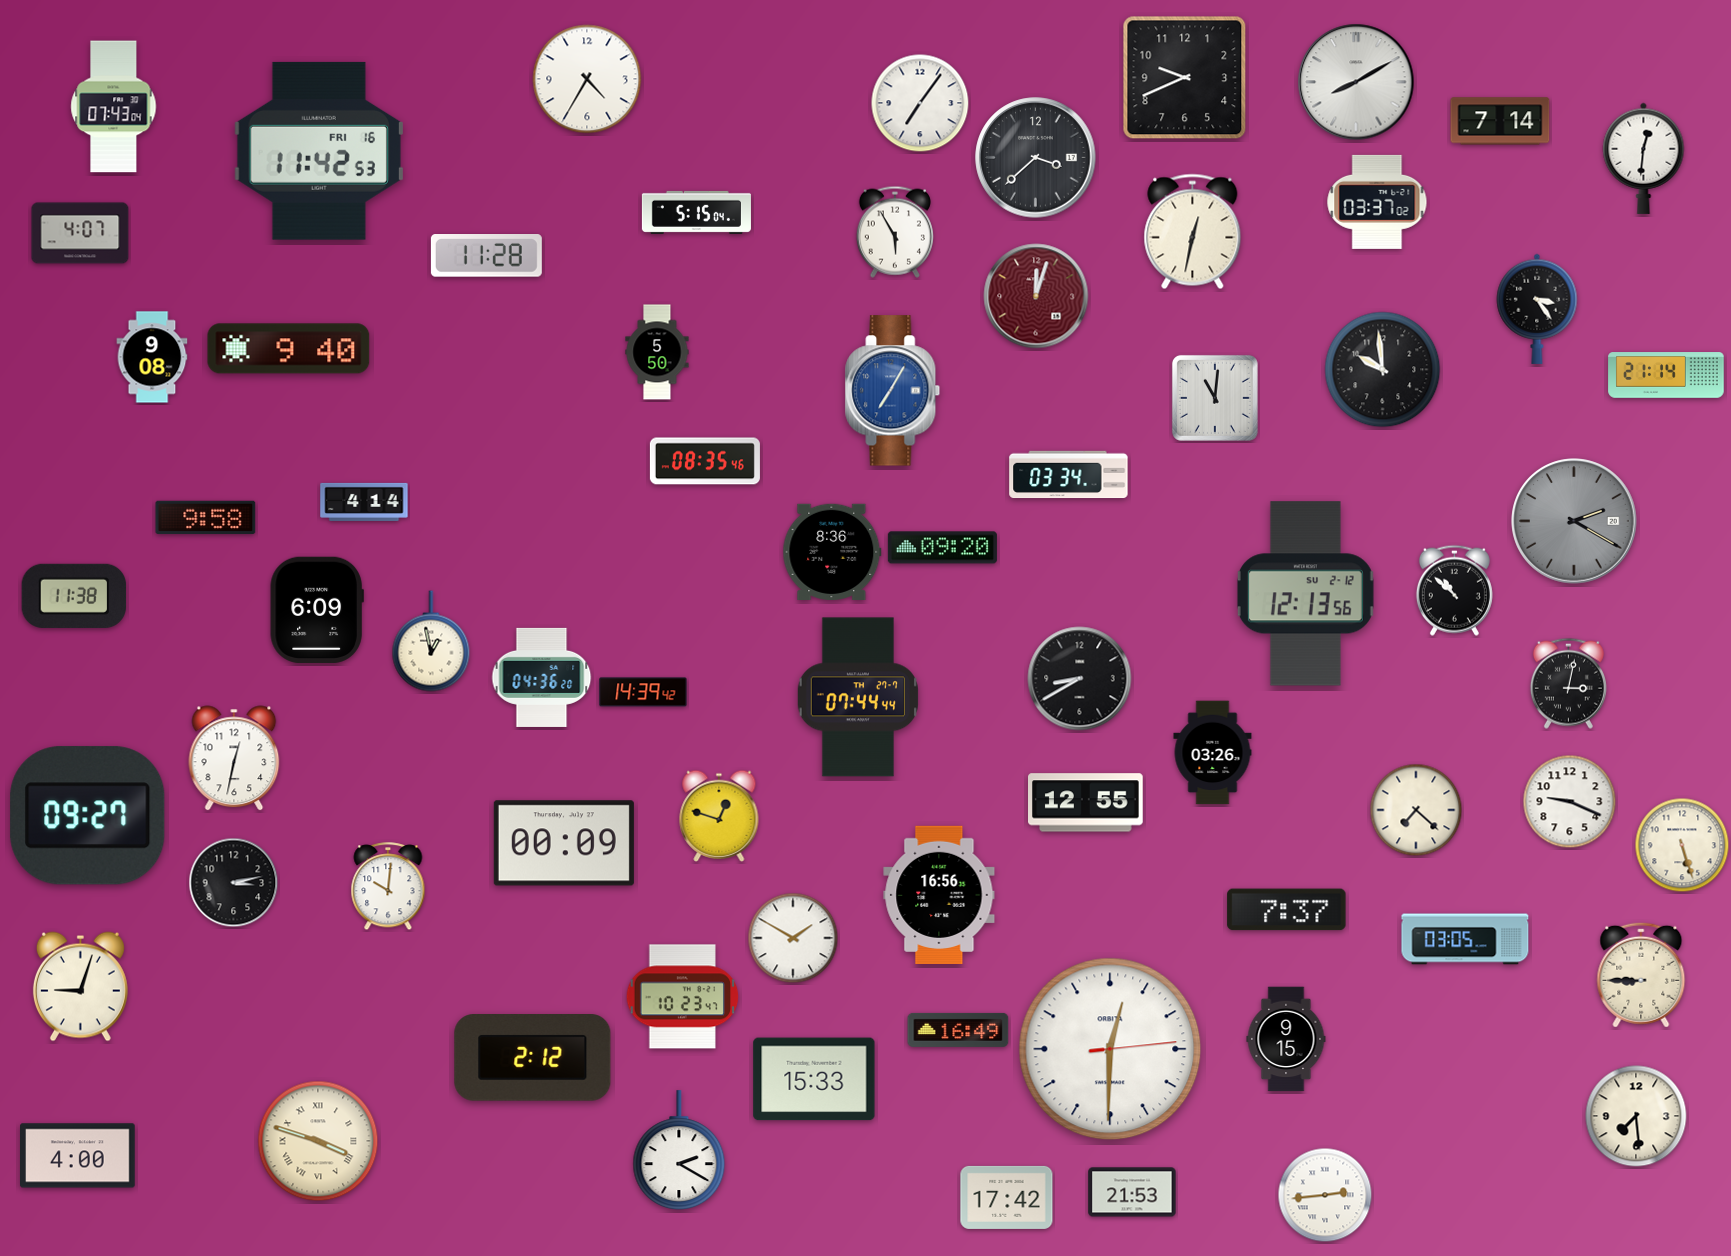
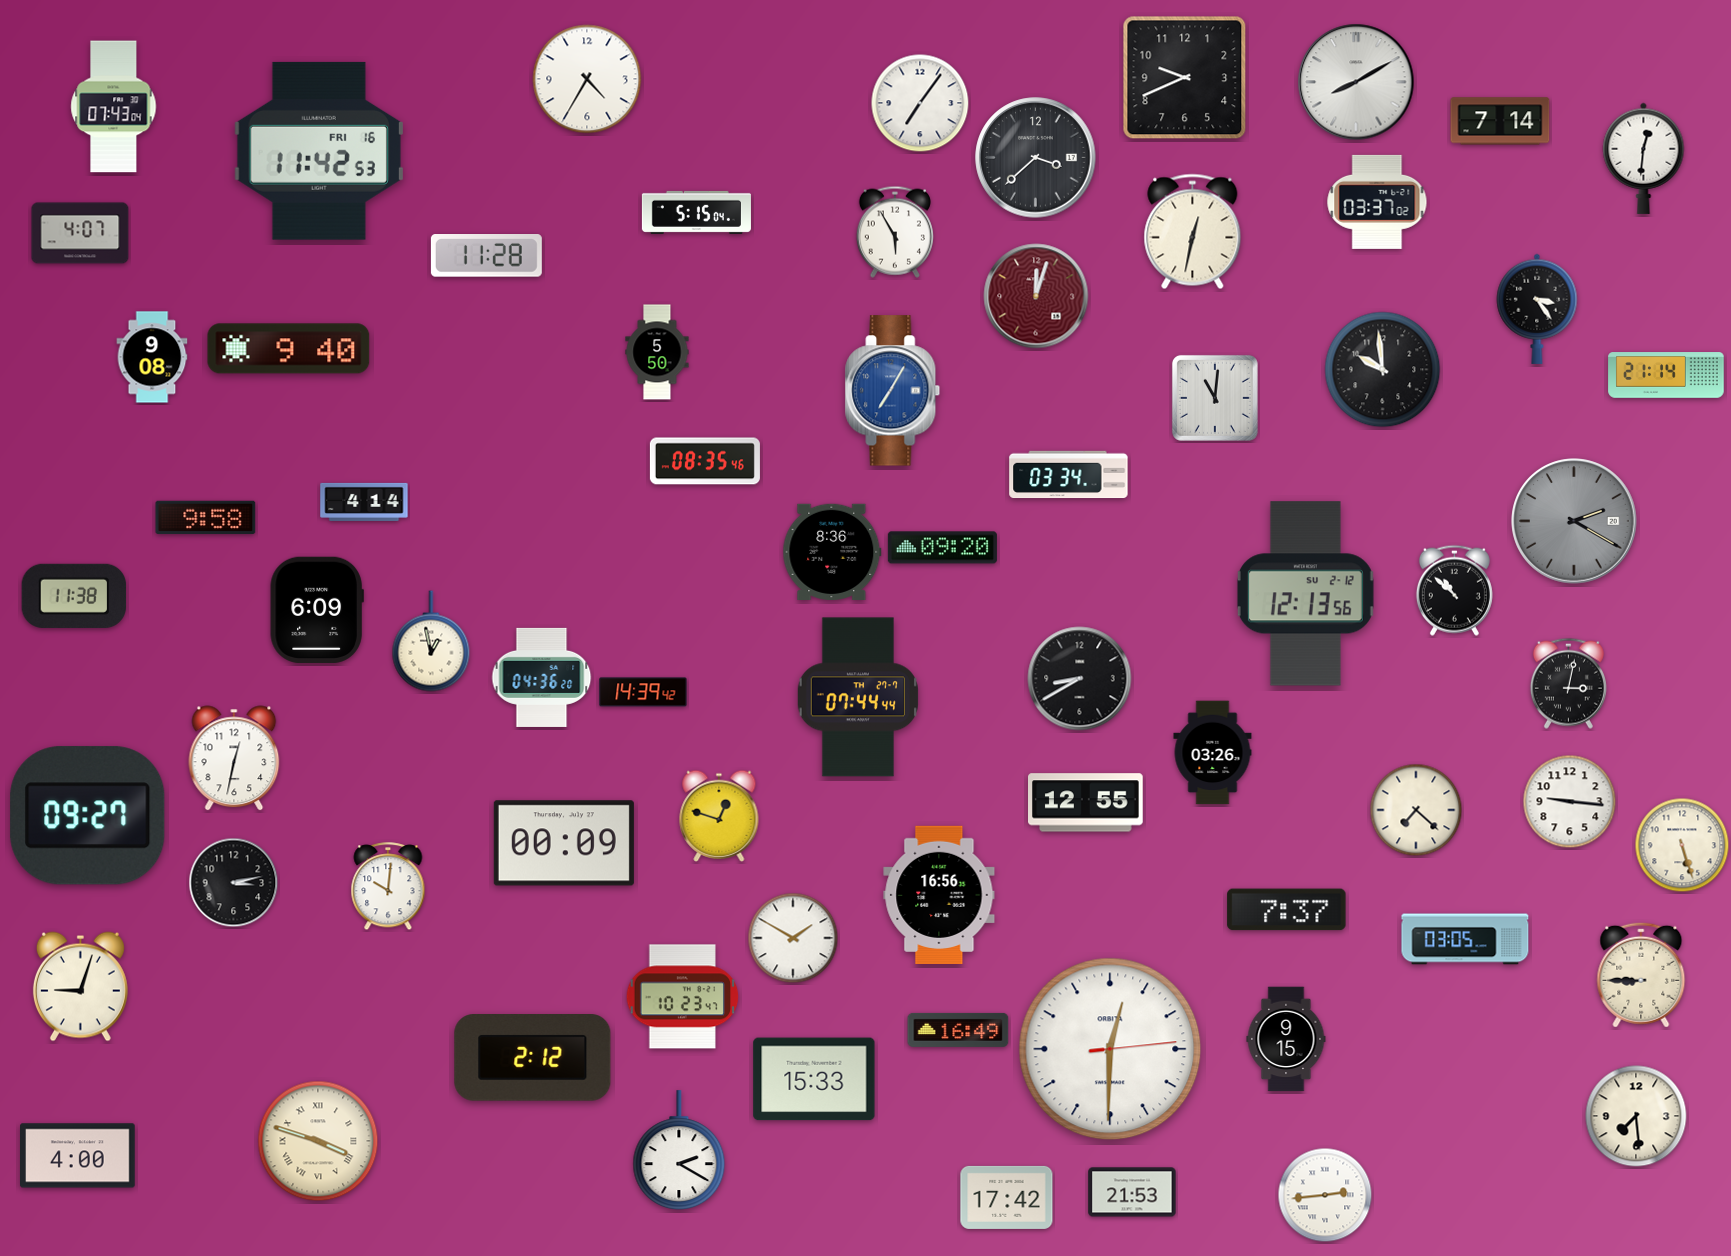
clock at (1570, 802): 9:19 -> 9:16
